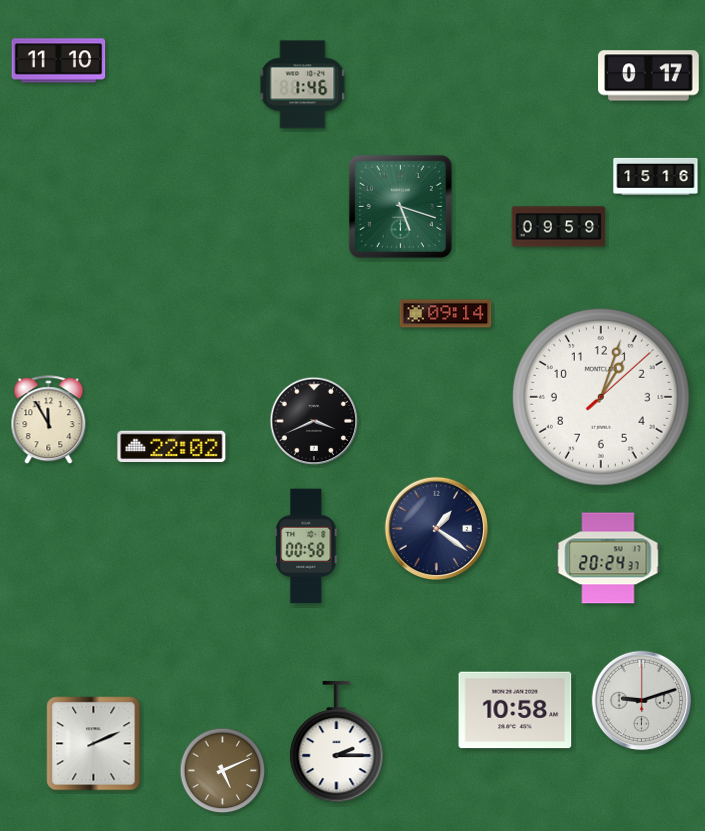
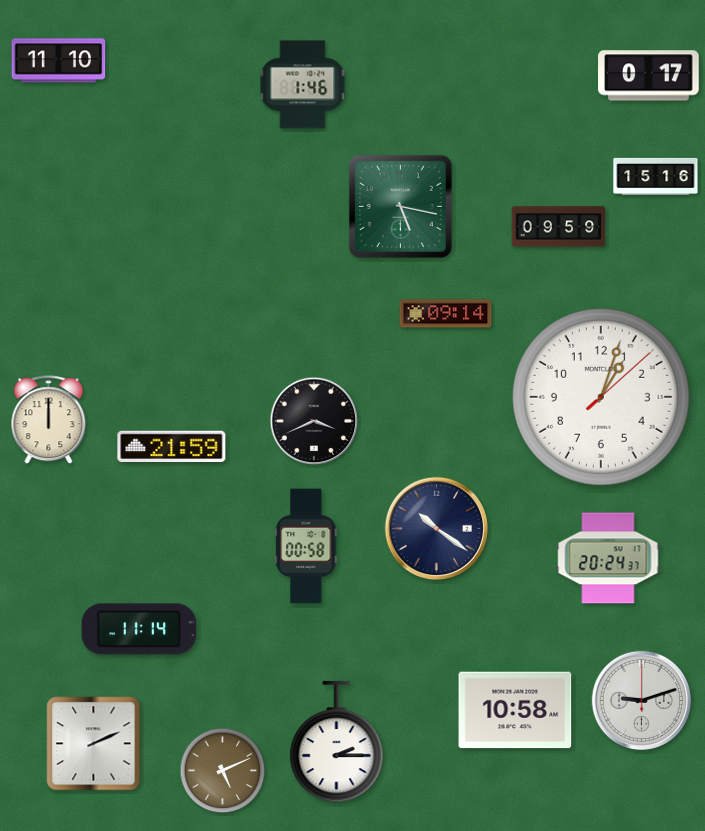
clock at (400, 206): 5:18 -> 5:17
clock at (49, 420): 11:55 -> 12:00
clock at (172, 447): 22:02 -> 21:59
clock at (436, 528): 1:21 -> 10:21
clock at (139, 629): none -> 11:14
